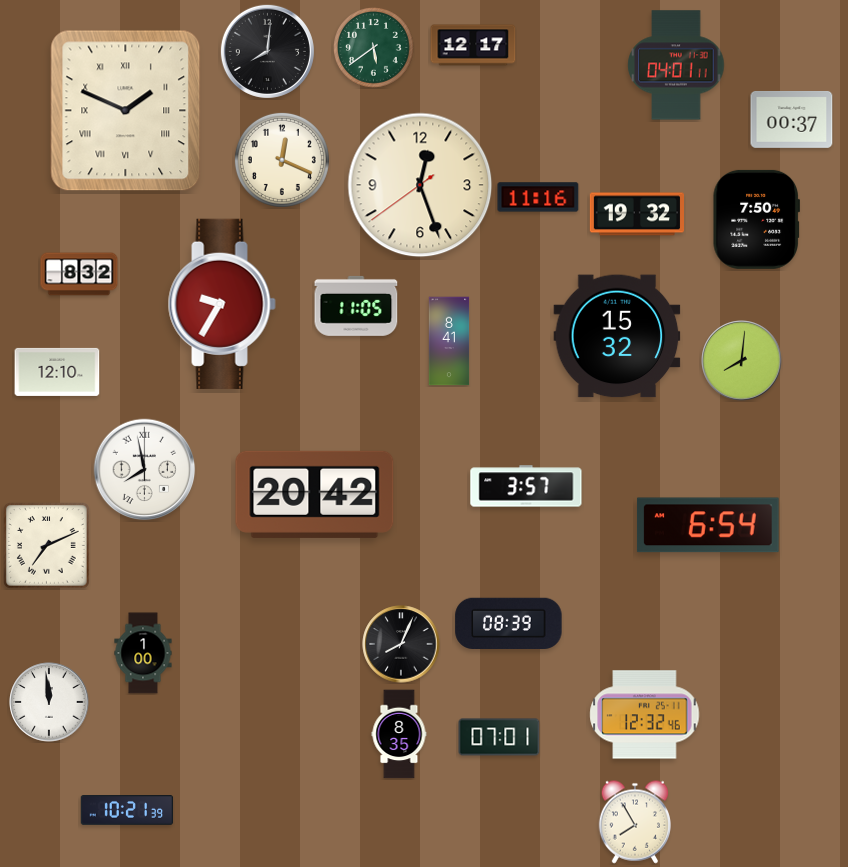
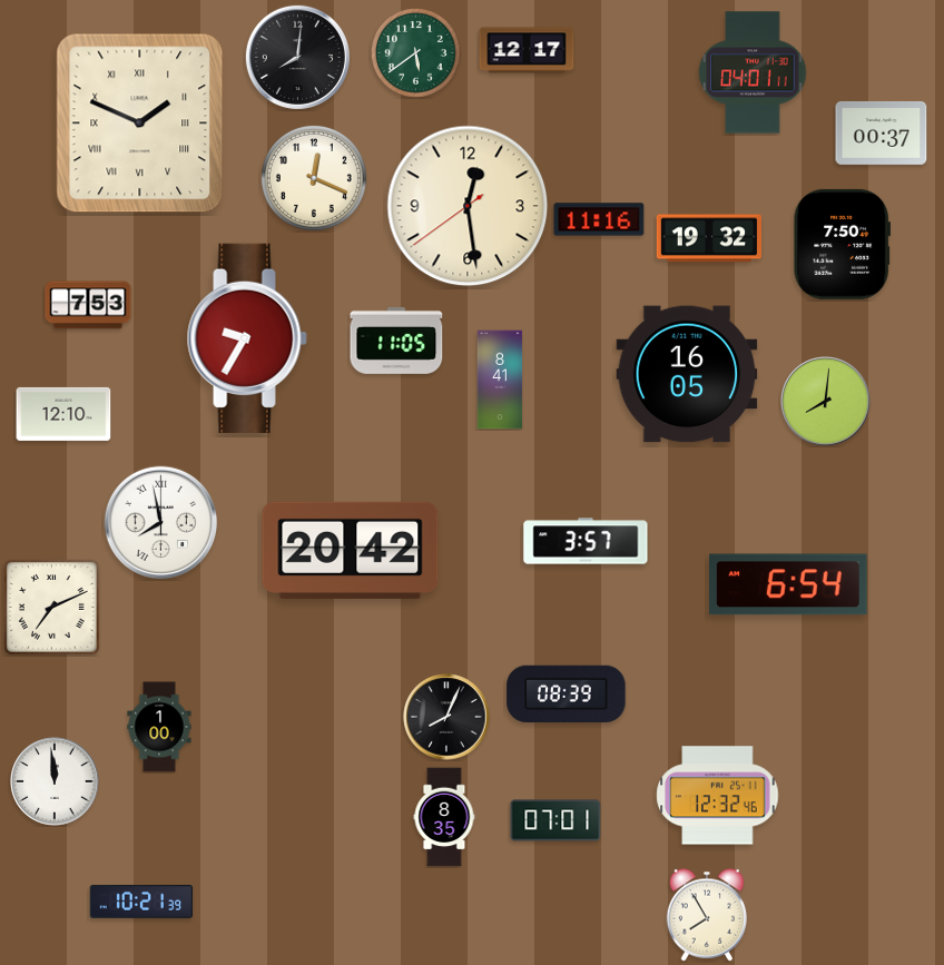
clock at (420, 185): 12:26 -> 12:28
clock at (79, 274): 8:32 -> 7:53
clock at (617, 336): 15:32 -> 16:05
